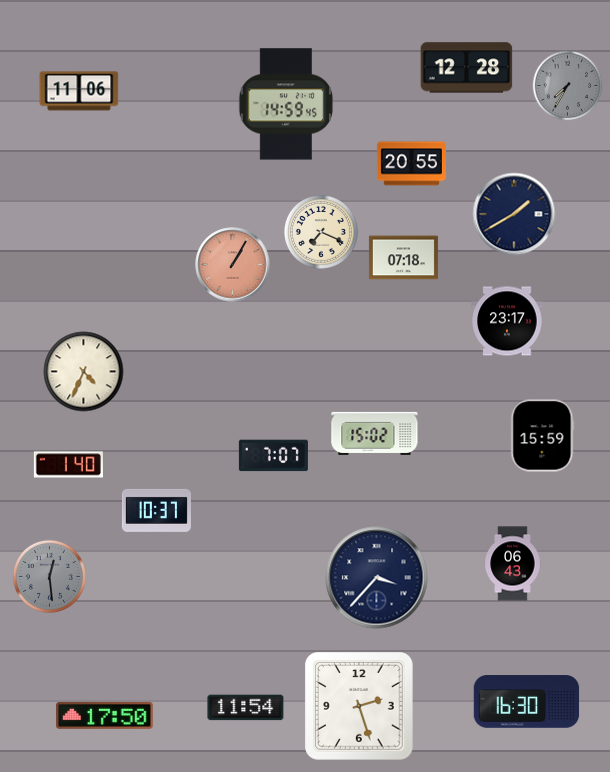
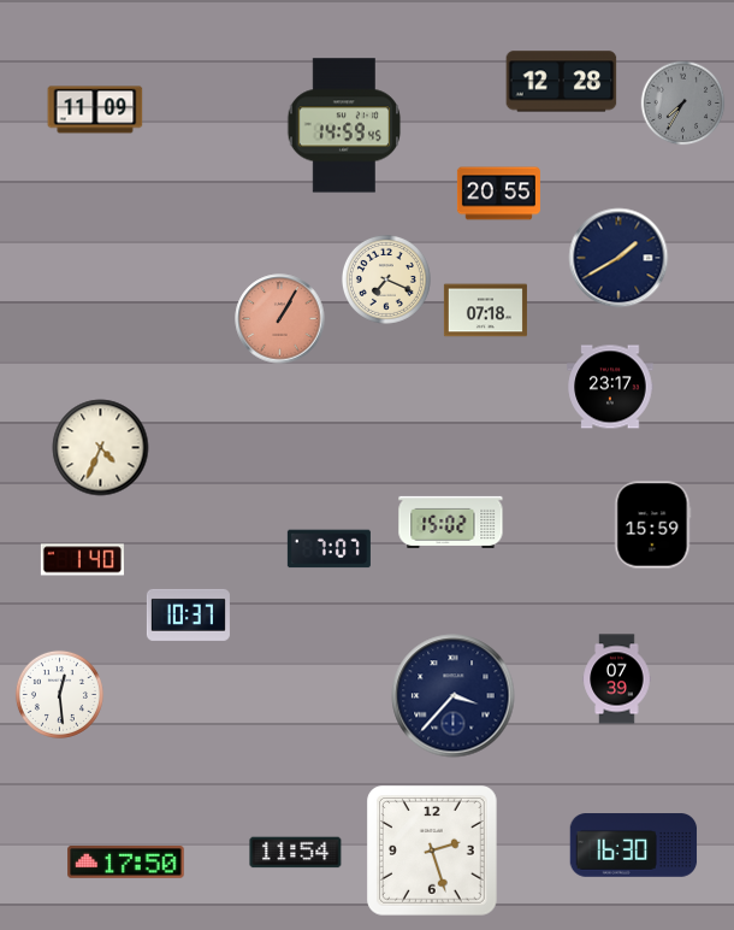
clock at (79, 91): 11:06 -> 11:09
clock at (411, 164) position: (411, 164) -> (498, 194)
clock at (513, 564): 06:43 -> 07:39
clock at (49, 576) dial: grey -> white
